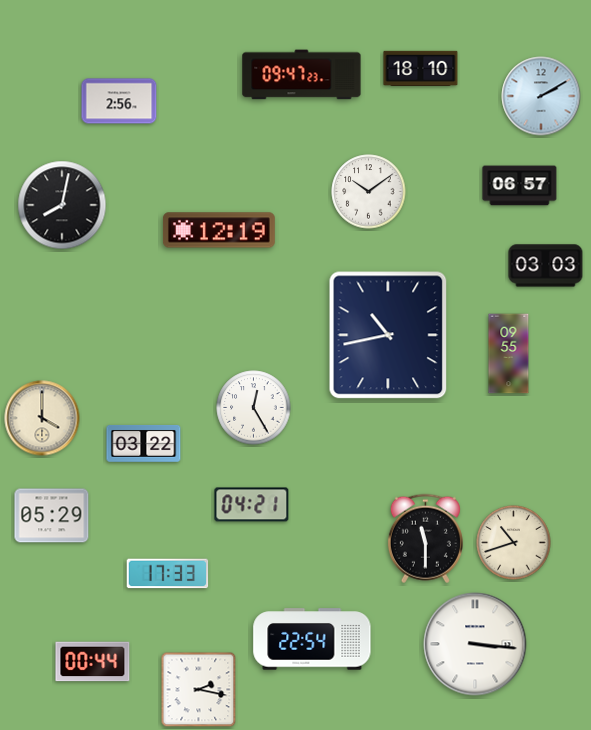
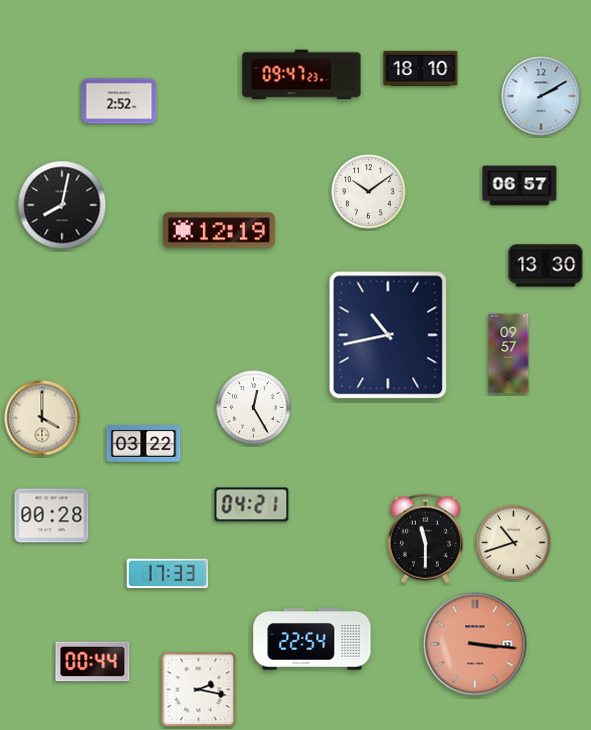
clock at (119, 101): 2:56 -> 2:52
clock at (546, 266): 03:03 -> 13:30
clock at (509, 354): 09:55 -> 09:57
clock at (52, 516): 05:29 -> 00:28
clock at (475, 644) dial: white -> salmon
